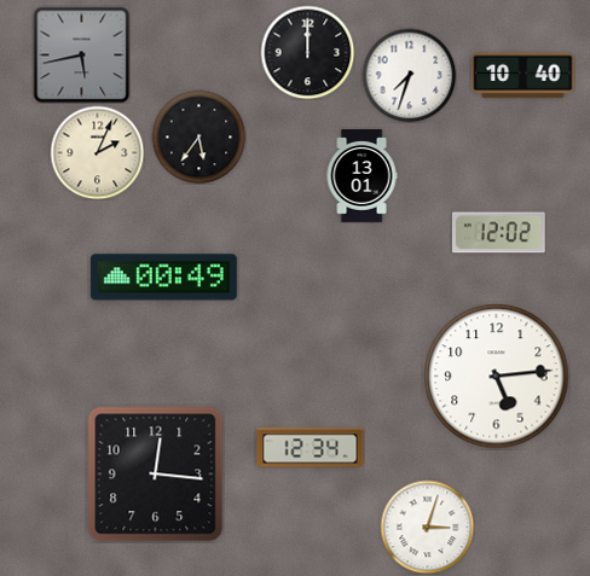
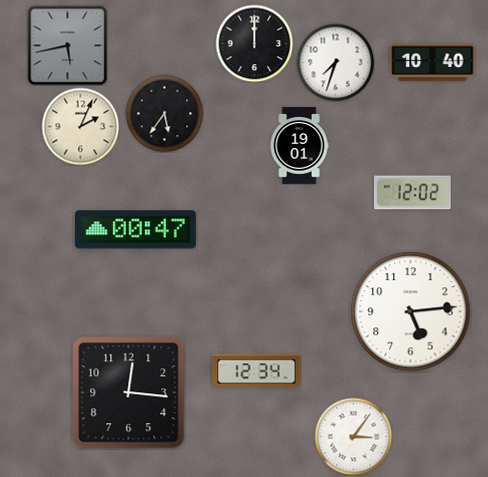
clock at (409, 75) position: (409, 75) -> (335, 62)
clock at (361, 176): 13:01 -> 19:01
clock at (163, 278): 00:49 -> 00:47
clock at (427, 526): 3:03 -> 3:06
